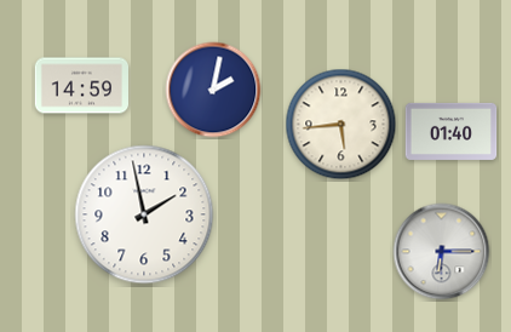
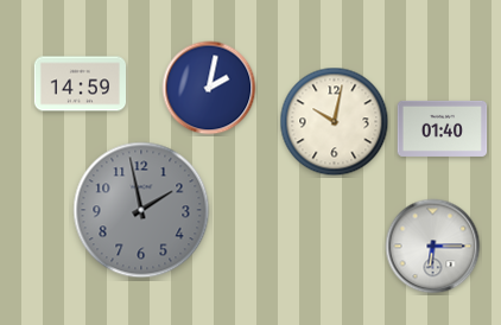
clock at (341, 125): 5:44 -> 10:02
clock at (144, 214) dial: white -> grey
